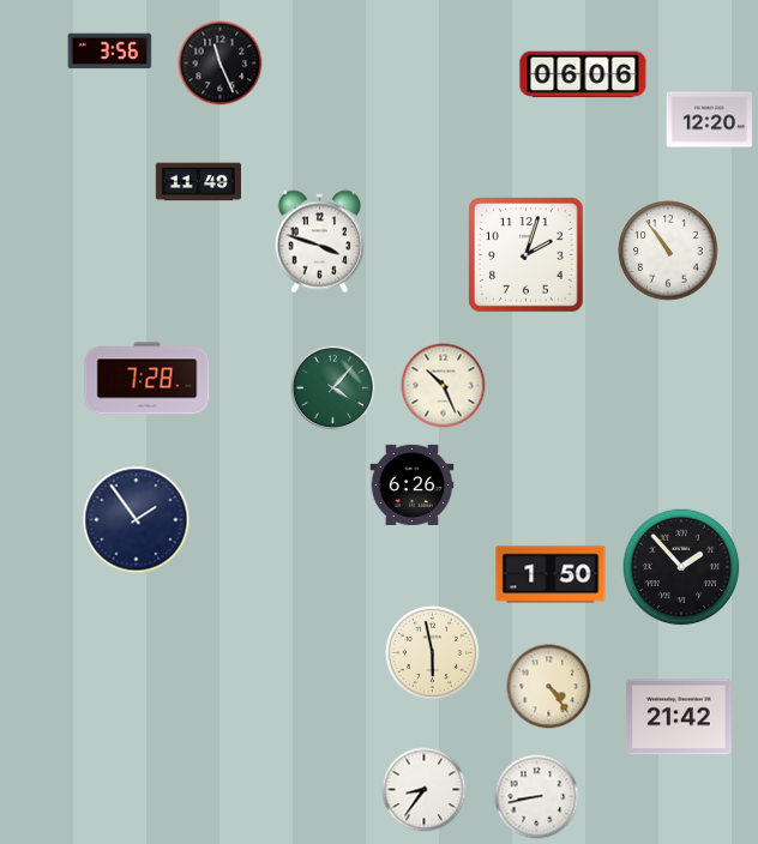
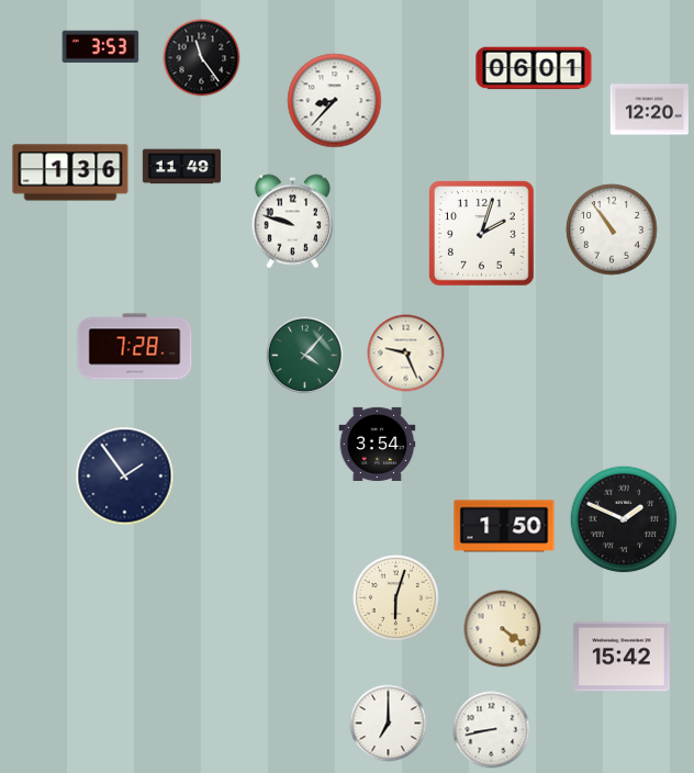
clock at (110, 52): 3:56 -> 3:53
clock at (221, 64): 11:26 -> 11:24
clock at (583, 74): 06:06 -> 06:01
clock at (335, 101): none -> 8:37
clock at (70, 172): none -> 1:36
clock at (320, 242): 3:48 -> 9:48
clock at (444, 386): 10:26 -> 9:26
clock at (413, 484): 6:26 -> 3:54
clock at (681, 567): 1:53 -> 1:49
clock at (432, 652): 5:58 -> 6:03
clock at (549, 687): 4:24 -> 4:21
clock at (679, 717): 21:42 -> 15:42
clock at (425, 790): 8:36 -> 7:00
